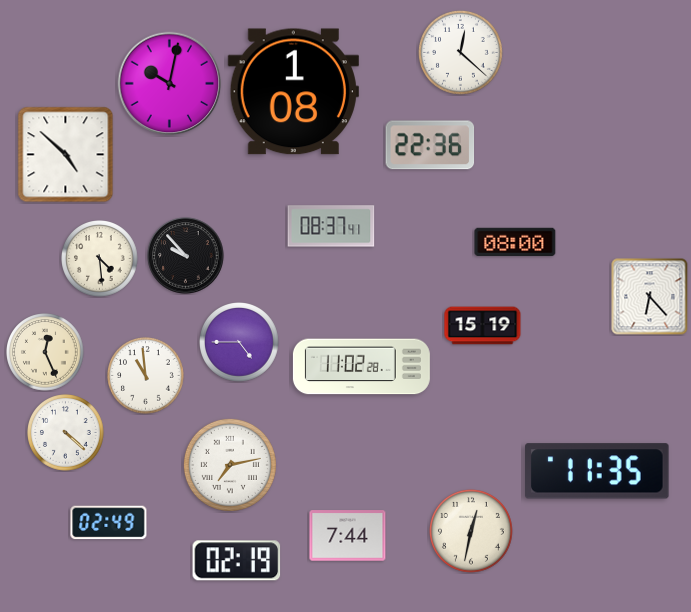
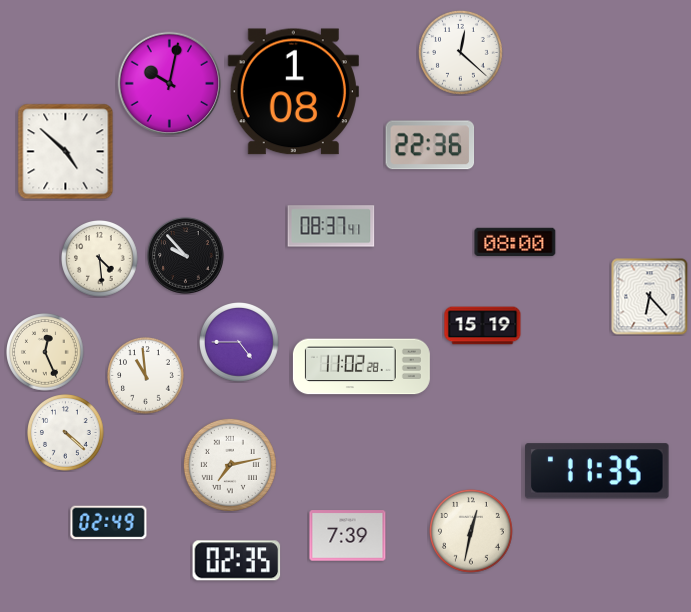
clock at (66, 155) position: (66, 155) -> (66, 152)
clock at (348, 536): 7:44 -> 7:39
clock at (237, 561): 02:19 -> 02:35
